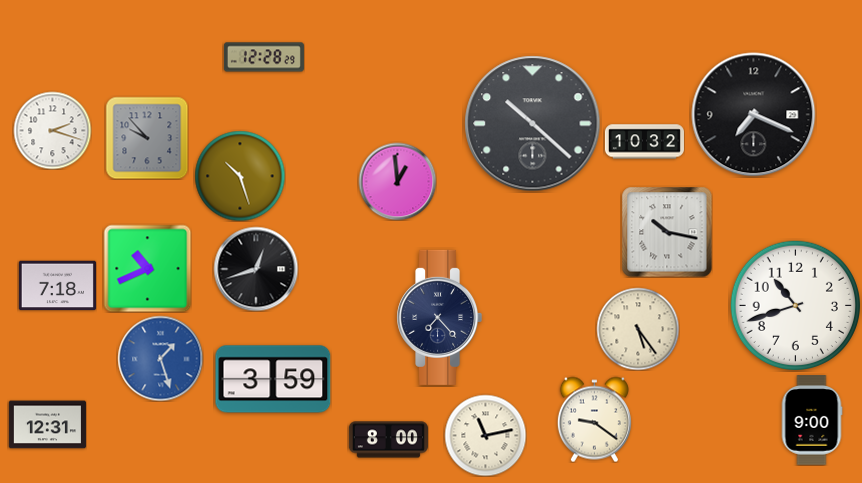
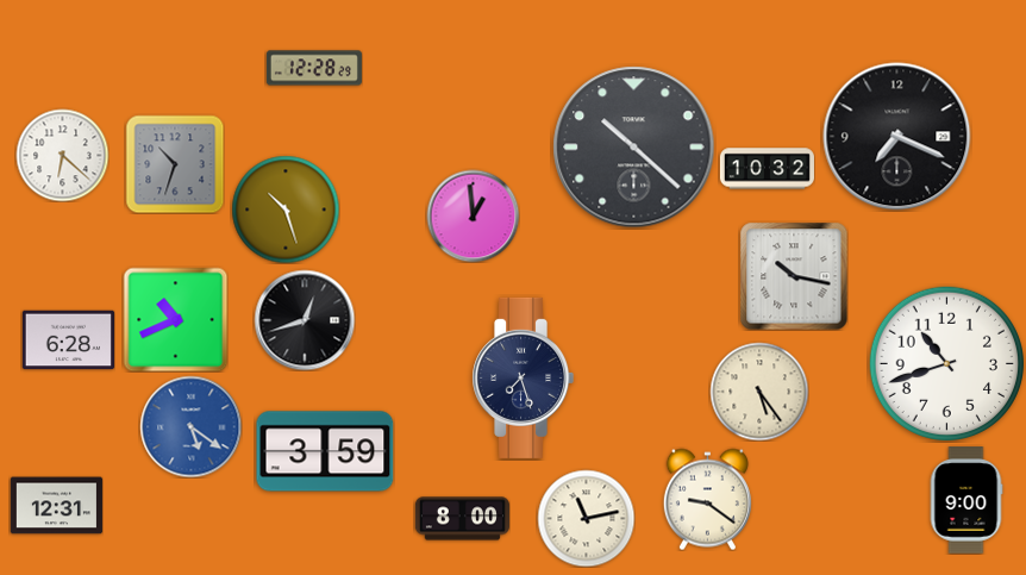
clock at (52, 130): 2:18 -> 6:22
clock at (147, 138): 9:53 -> 10:33
clock at (57, 286): 7:18 -> 6:28
clock at (440, 317): 7:23 -> 7:27
clock at (160, 358): 1:27 -> 5:21
clock at (485, 435) position: (485, 435) -> (586, 518)
clock at (388, 440) position: (388, 440) -> (462, 519)
